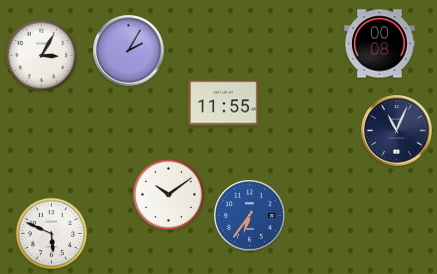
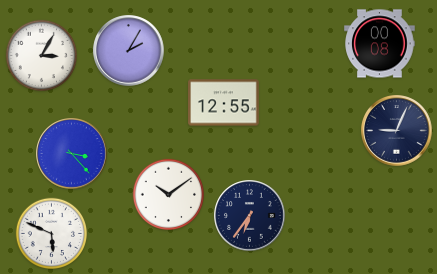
clock at (224, 103): 11:55 -> 12:55
clock at (397, 131): 11:04 -> 9:04
clock at (72, 154): none -> 3:23
clock at (250, 216) dial: blue -> navy
